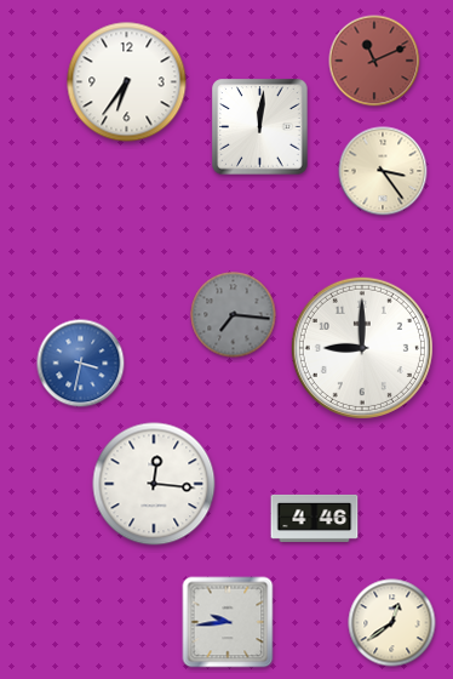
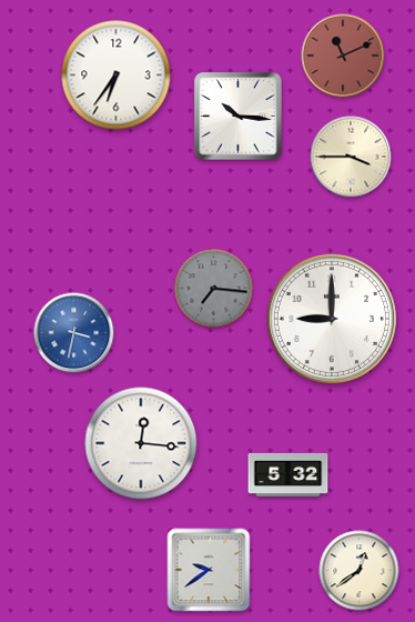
clock at (260, 127): 12:01 -> 10:16
clock at (383, 171): 3:24 -> 3:45
clock at (315, 518): 4:46 -> 5:32
clock at (228, 622): 9:44 -> 9:39
